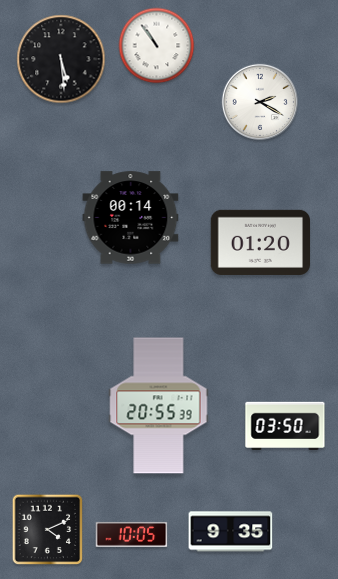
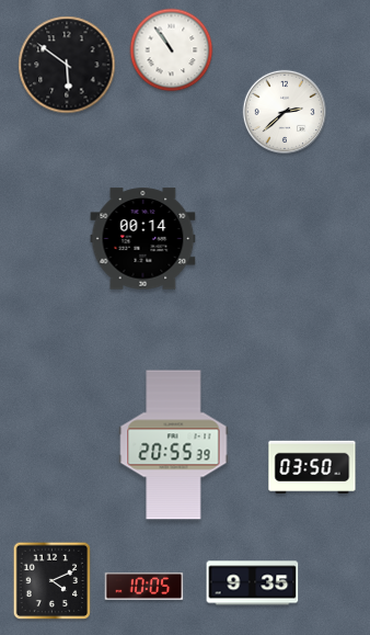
clock at (61, 59): 5:29 -> 5:51
clock at (259, 101): 2:20 -> 2:38
clock at (260, 242): 01:20 -> none
